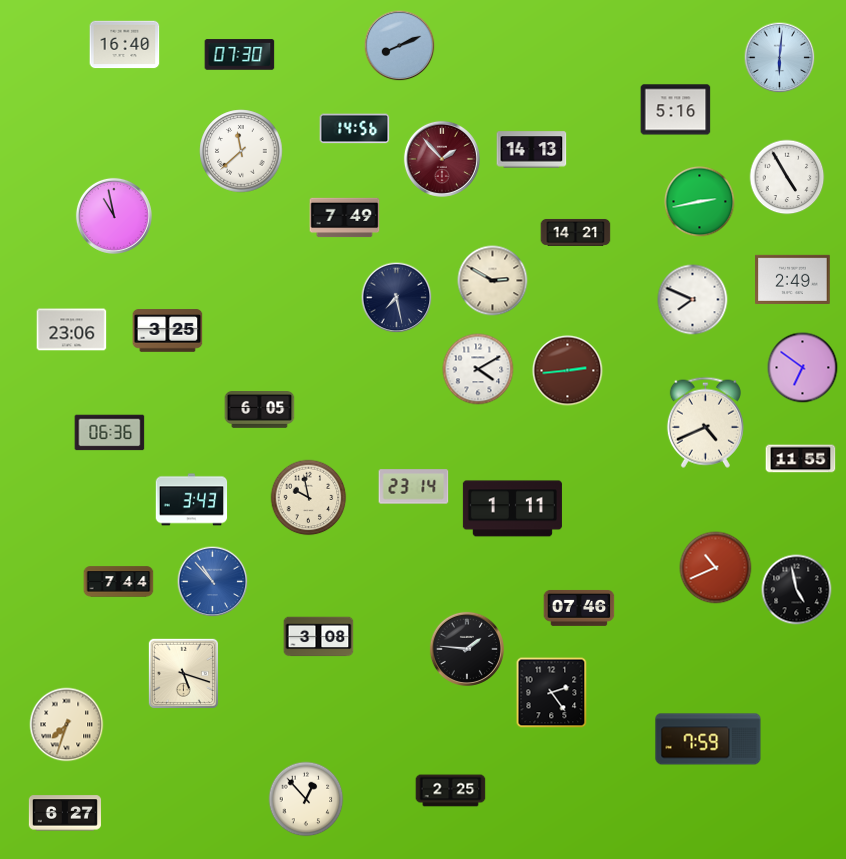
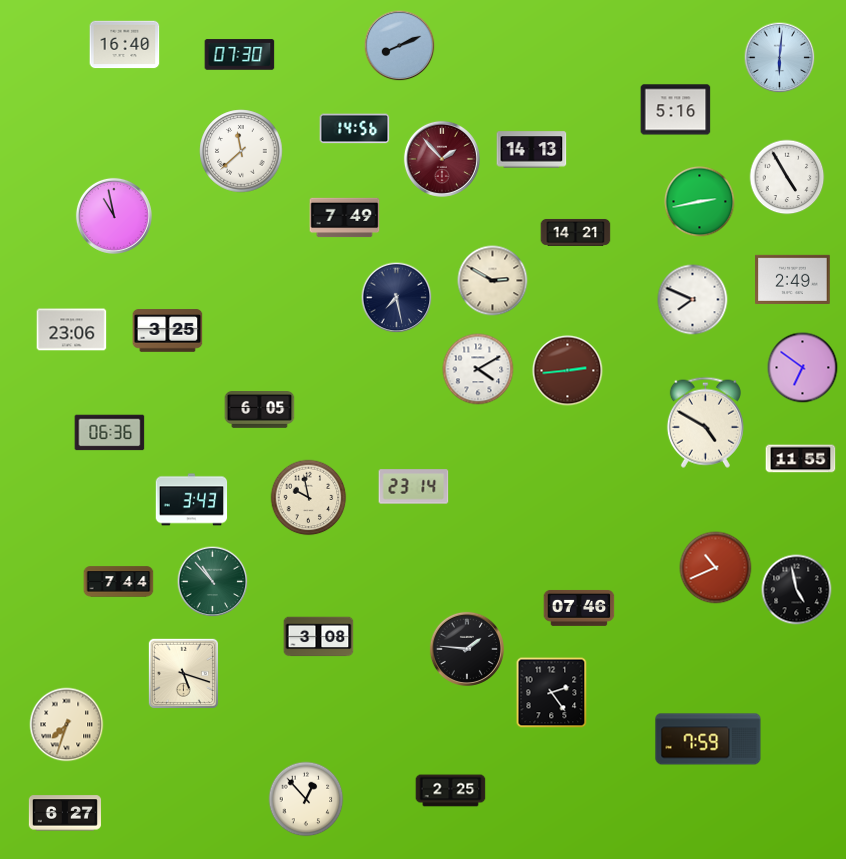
clock at (705, 422): 4:41 -> 4:50
clock at (512, 509): 1:11 -> none
clock at (213, 582) dial: blue -> green
